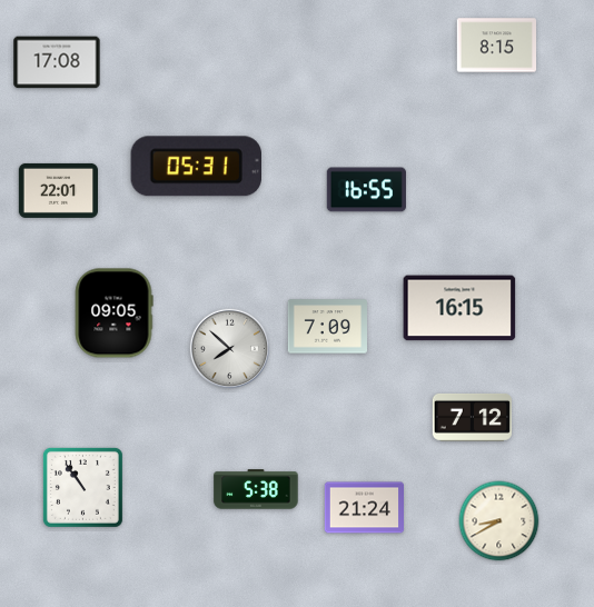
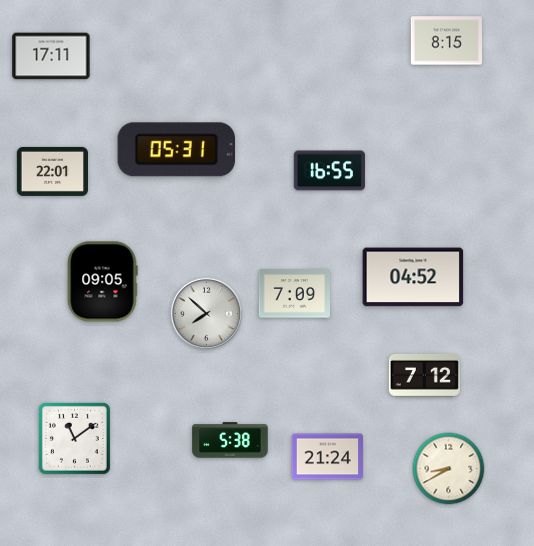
clock at (57, 62): 17:08 -> 17:11
clock at (459, 308): 16:15 -> 04:52
clock at (82, 487): 10:54 -> 11:09
